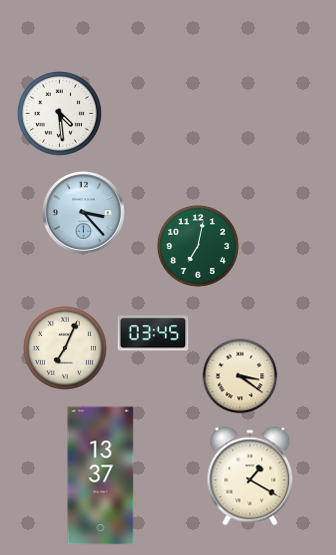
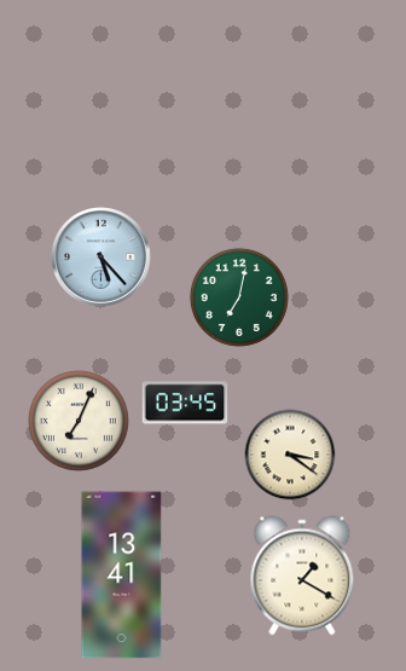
clock at (60, 114): 4:29 -> none
clock at (84, 213): 3:23 -> 5:23
clock at (101, 476): 13:37 -> 13:41
